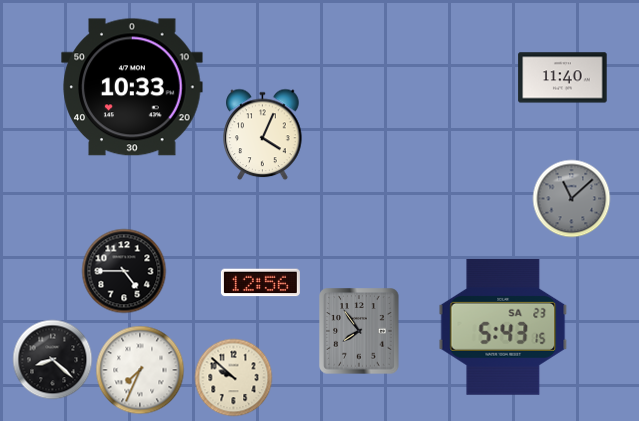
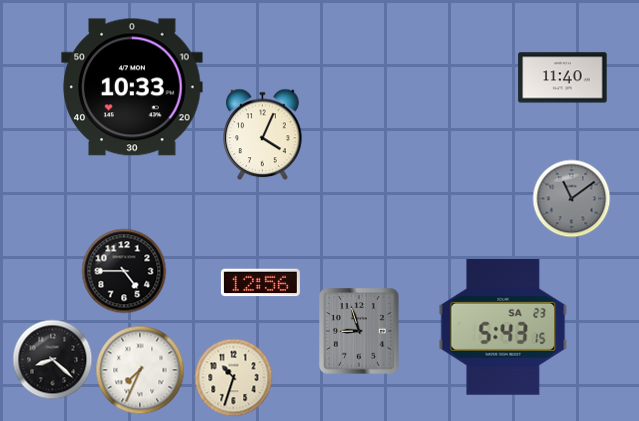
clock at (571, 198): 11:08 -> 11:09
clock at (359, 331): 7:54 -> 8:57
clock at (233, 377): 9:52 -> 10:33
